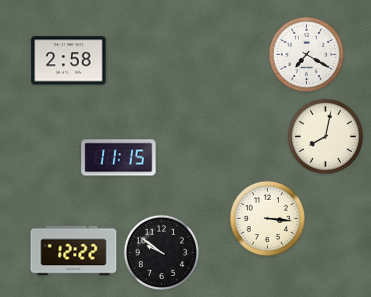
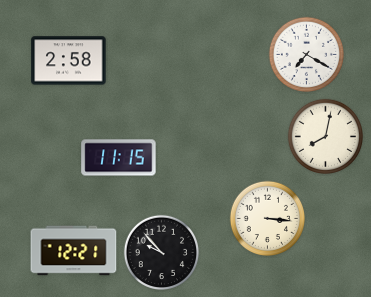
clock at (74, 251): 12:22 -> 12:21
clock at (161, 252): 9:51 -> 9:53
